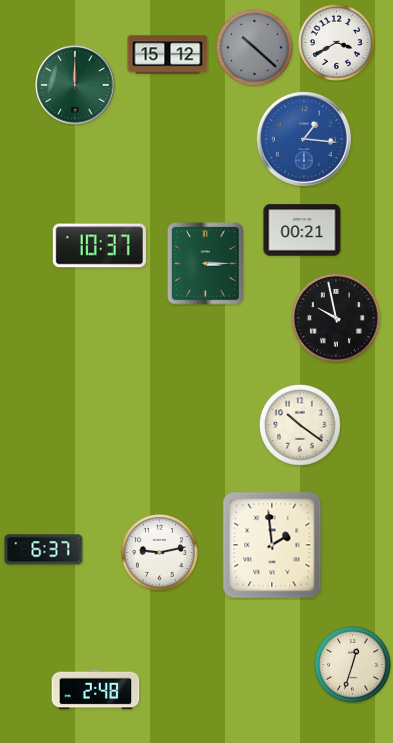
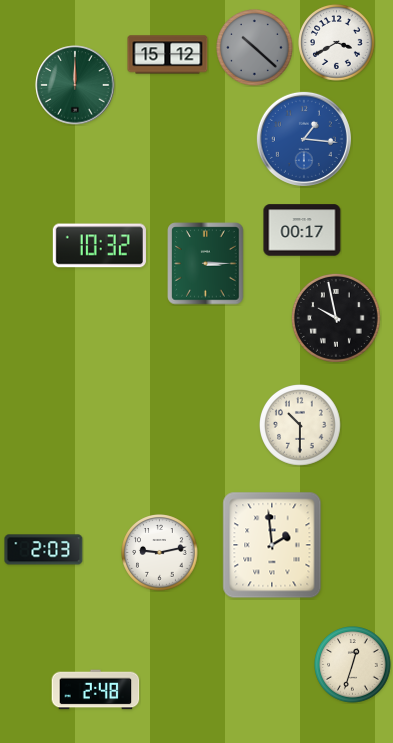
clock at (302, 230): 00:21 -> 00:17
clock at (99, 246): 10:37 -> 10:32
clock at (301, 426): 10:21 -> 10:30
clock at (44, 550): 6:37 -> 2:03
